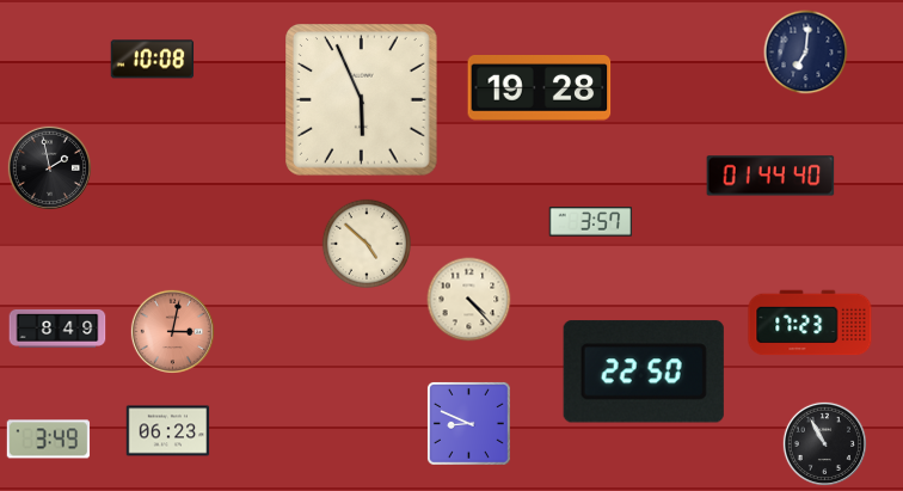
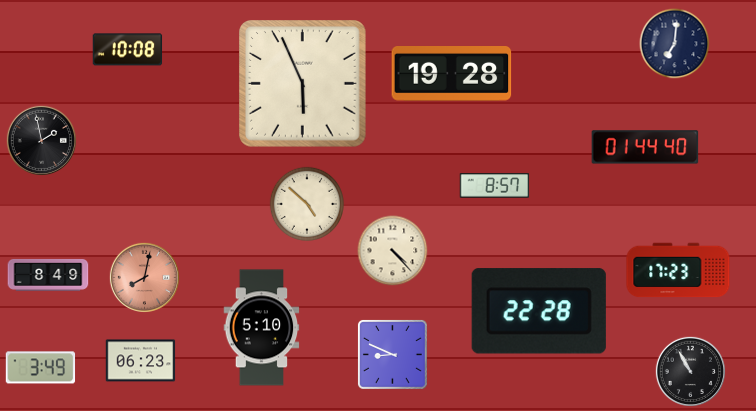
clock at (591, 222): 3:57 -> 8:57
clock at (172, 331): 3:02 -> 8:02
clock at (644, 372): 22:50 -> 22:28
clock at (262, 328): none -> 5:10
